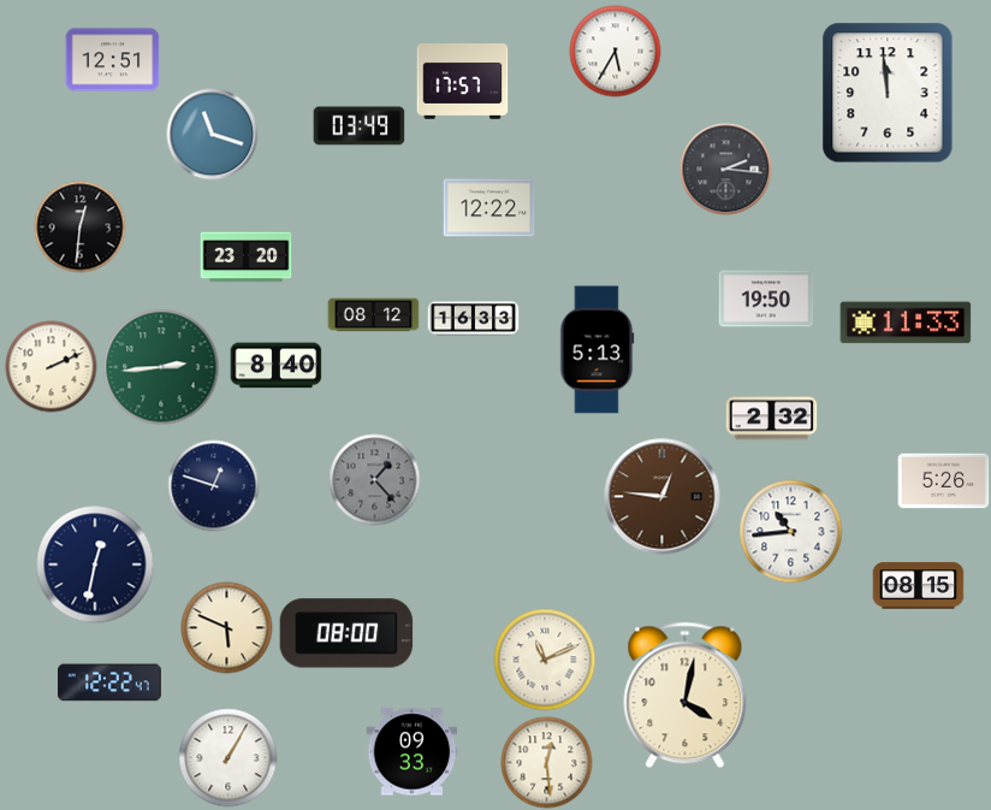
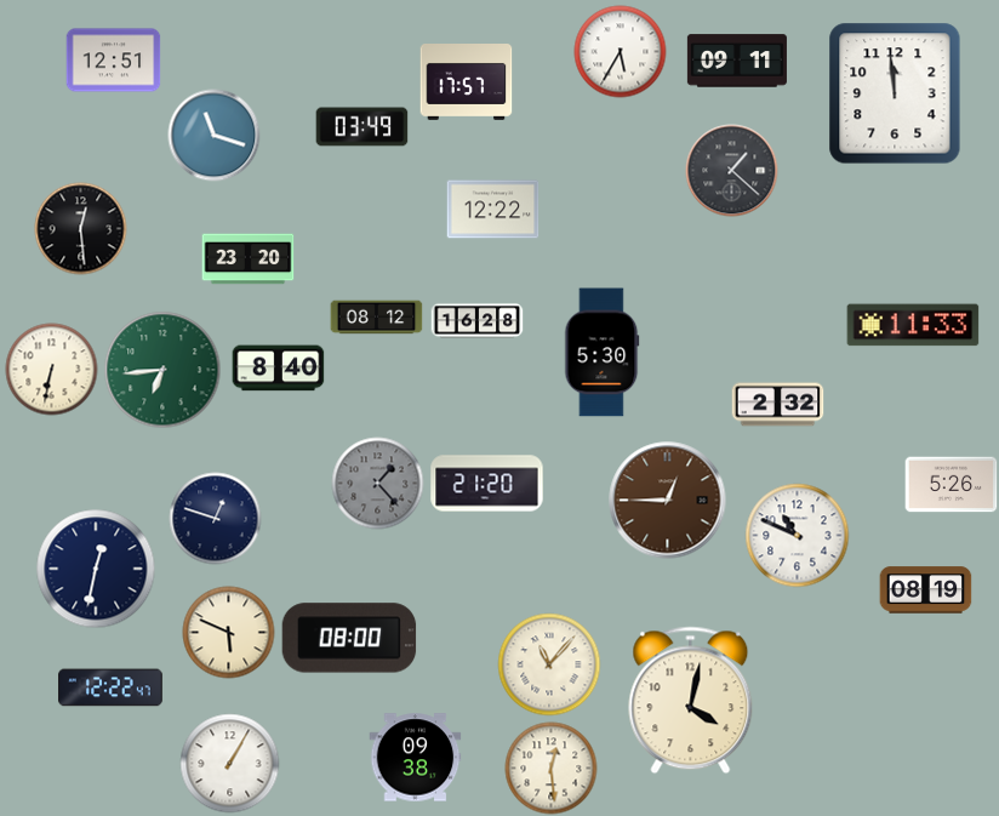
clock at (737, 61): none -> 09:11
clock at (726, 170): 2:16 -> 1:22
clock at (81, 227): 12:31 -> 12:29
clock at (766, 298): 19:50 -> none
clock at (474, 319): 16:33 -> 16:28
clock at (598, 350): 5:13 -> 5:30
clock at (52, 367): 2:11 -> 6:32
clock at (161, 367): 2:44 -> 6:44
clock at (772, 419) position: (772, 419) -> (778, 405)
clock at (487, 484): none -> 21:20
clock at (214, 486) position: (214, 486) -> (216, 519)
clock at (663, 497): 12:46 -> 12:45
clock at (791, 532): 10:44 -> 10:49
clock at (919, 586): 08:15 -> 08:19
clock at (545, 660): 11:11 -> 11:07
clock at (413, 752): 09:33 -> 09:38
